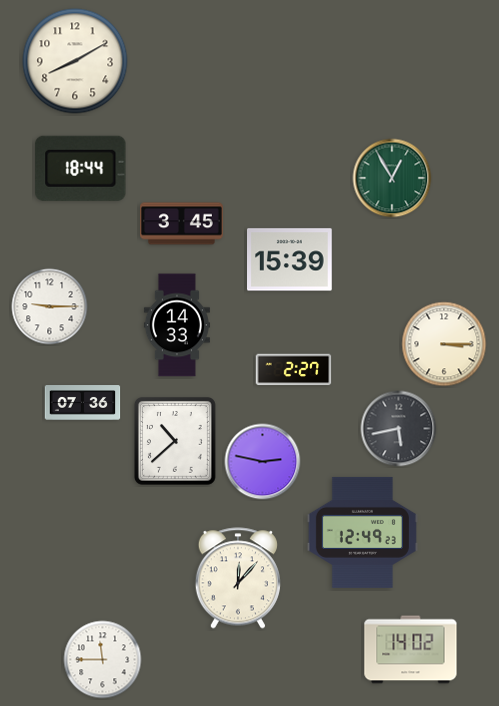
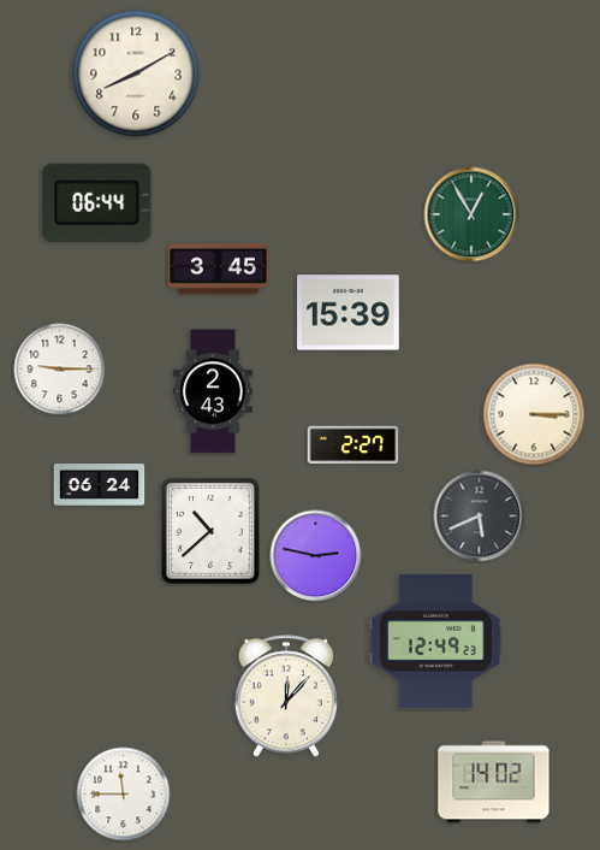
clock at (75, 61) position: (75, 61) -> (136, 73)
clock at (81, 168): 18:44 -> 06:44
clock at (177, 325): 14:33 -> 2:43
clock at (83, 403): 07:36 -> 06:24
clock at (399, 429): 5:43 -> 5:41
